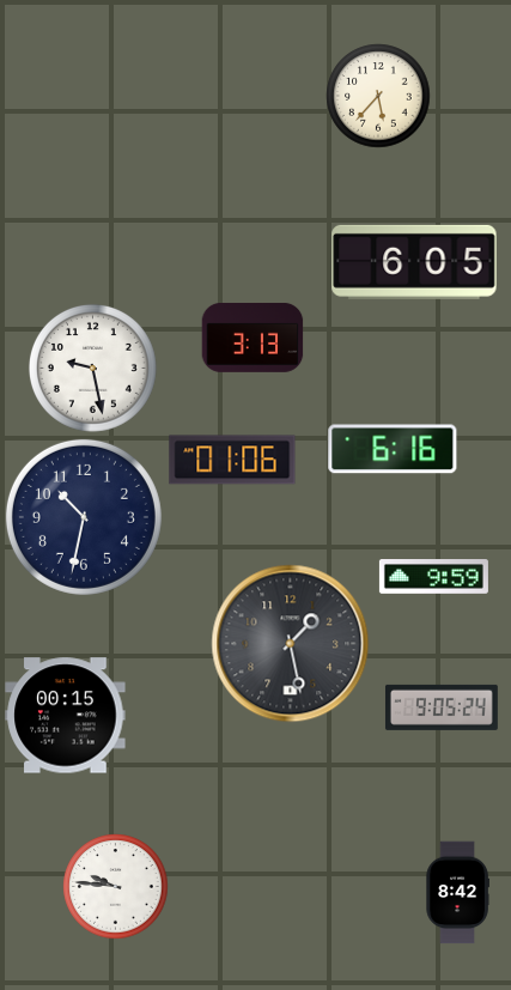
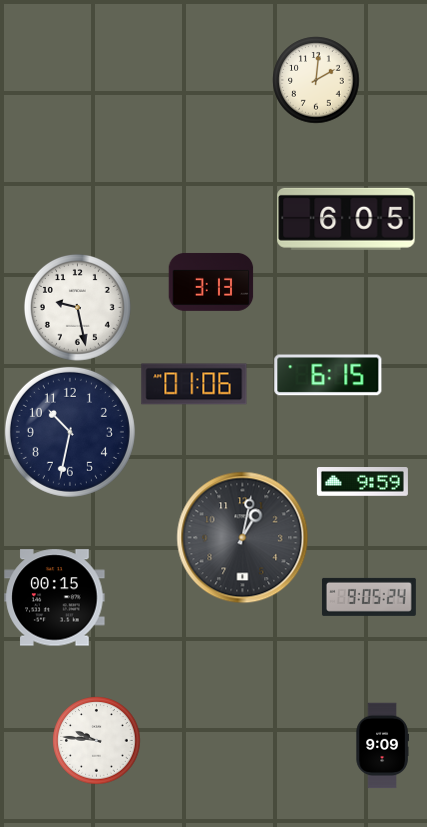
clock at (378, 96): 5:37 -> 2:01
clock at (393, 449): 6:16 -> 6:15
clock at (291, 644): 1:28 -> 1:02
clock at (442, 707) position: (442, 707) -> (369, 597)
clock at (457, 893): 8:42 -> 9:09
